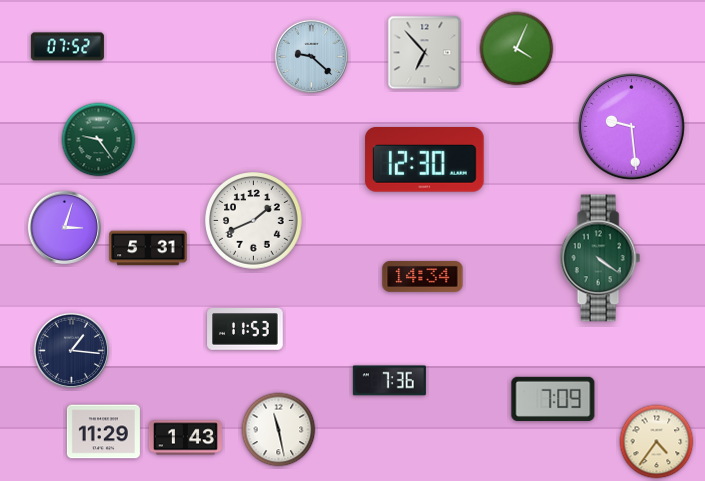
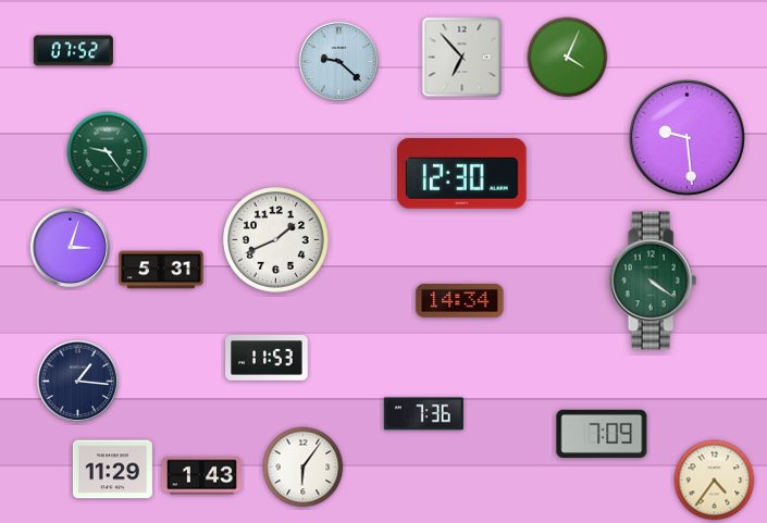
clock at (517, 49) position: (517, 49) -> (568, 58)
clock at (279, 430): 11:28 -> 6:06
